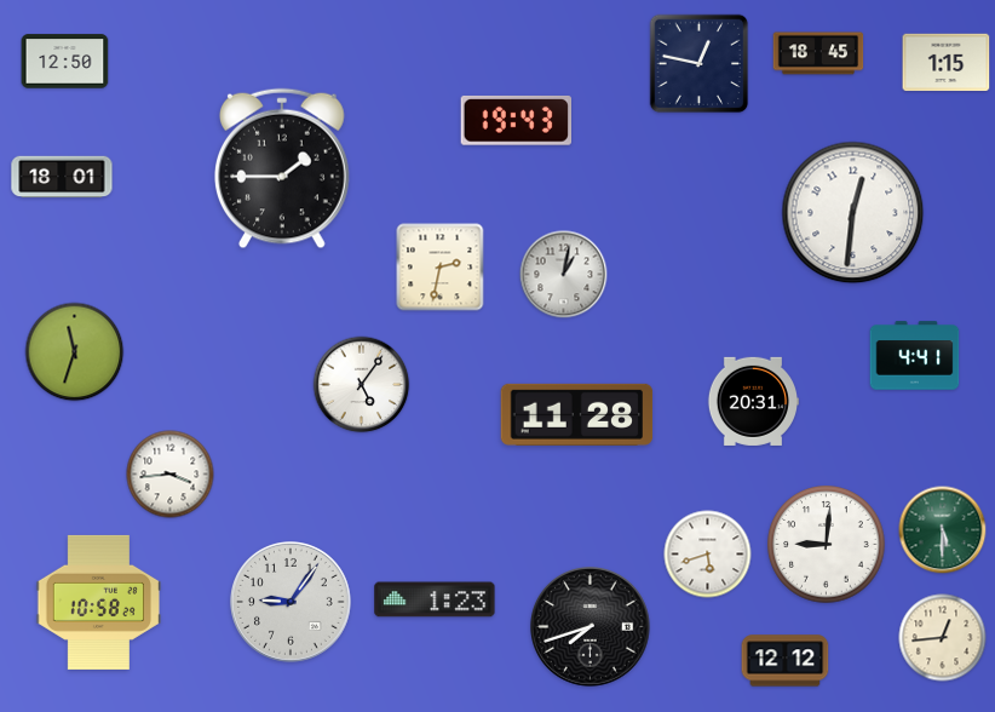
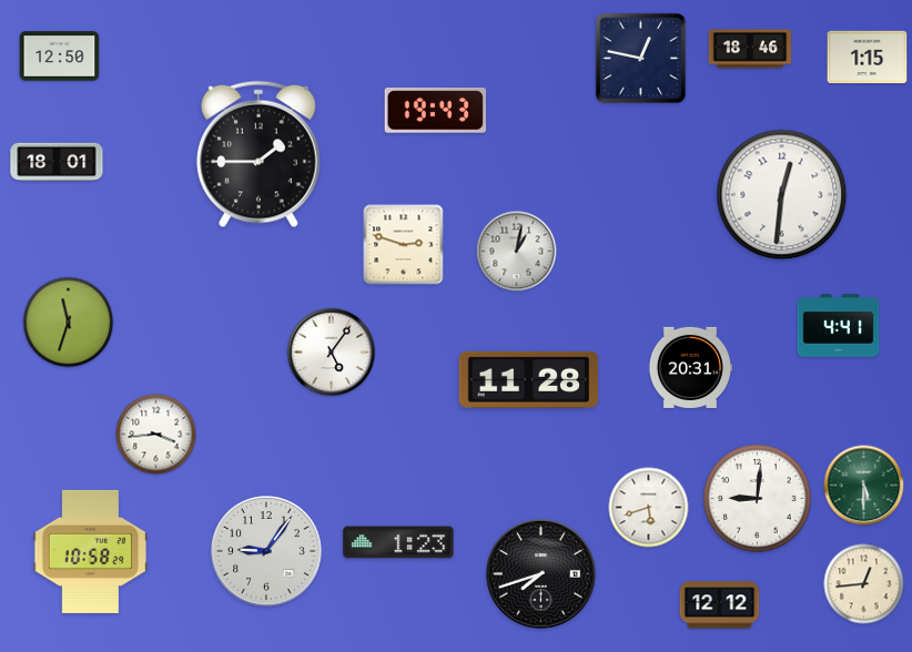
clock at (818, 53): 18:45 -> 18:46
clock at (516, 121) position: (516, 121) -> (435, 111)
clock at (441, 268): 2:32 -> 2:48
clock at (435, 599) position: (435, 599) -> (398, 542)
